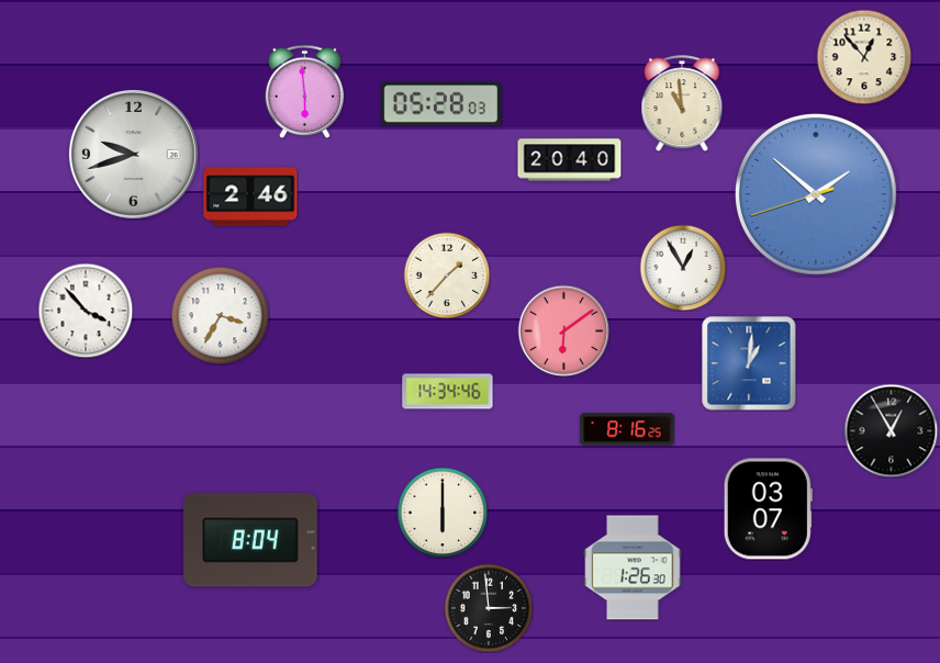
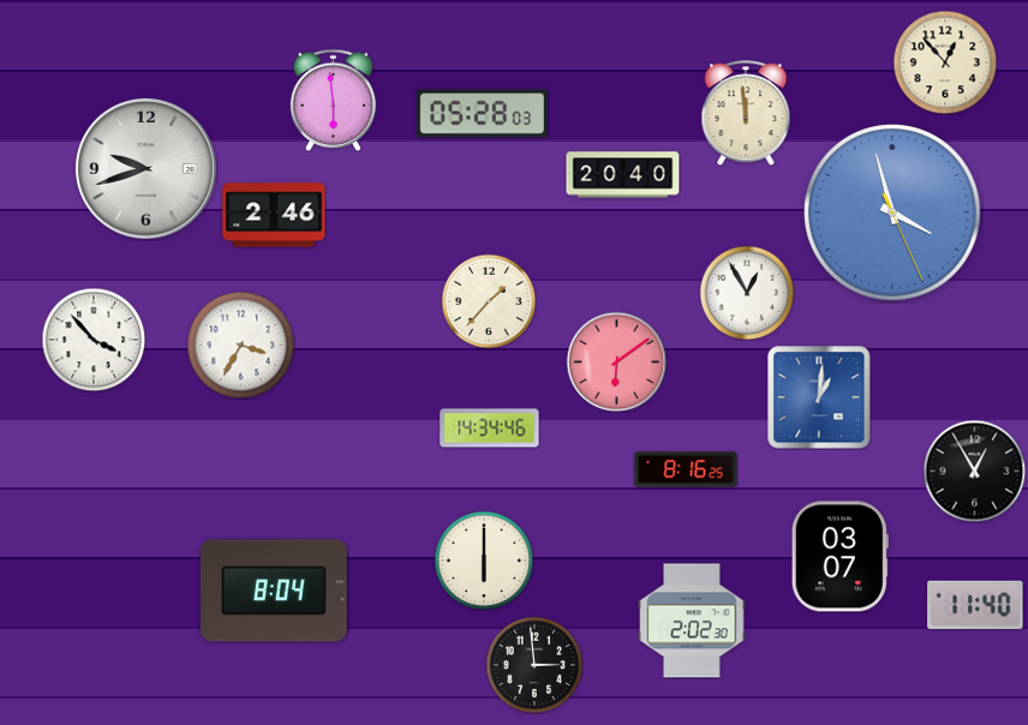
clock at (682, 103): 10:59 -> 11:59
clock at (817, 195): 1:51 -> 3:57
clock at (975, 605): none -> 11:40
clock at (633, 568): 1:26 -> 2:02
